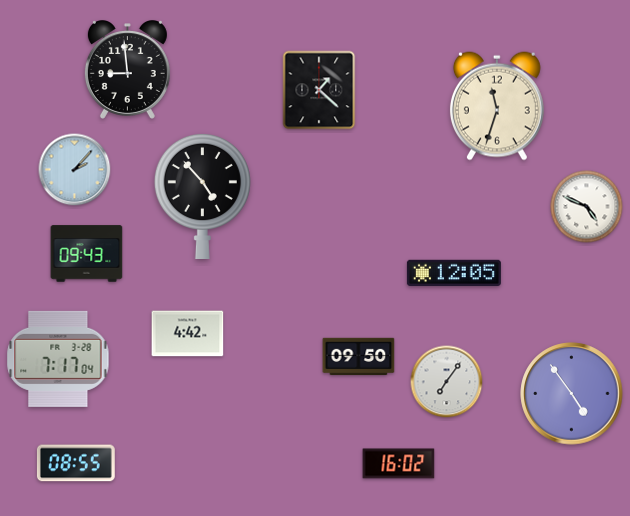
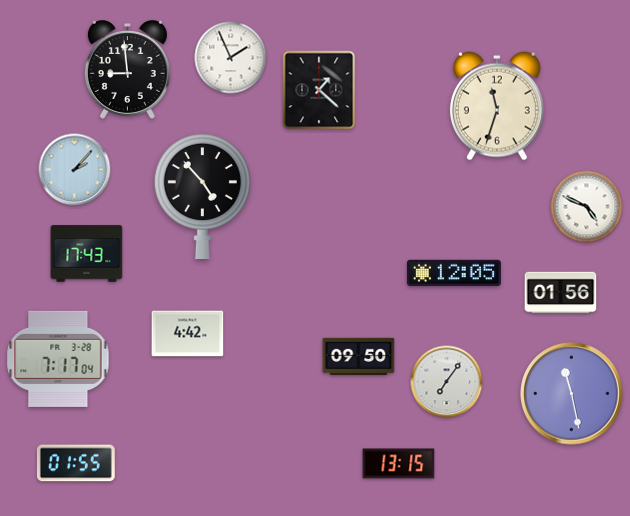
clock at (231, 58): none -> 1:56
clock at (87, 254): 09:43 -> 17:43
clock at (561, 293): none -> 01:56
clock at (572, 394): 4:54 -> 11:28
clock at (76, 463): 08:55 -> 01:55
clock at (399, 464): 16:02 -> 13:15
